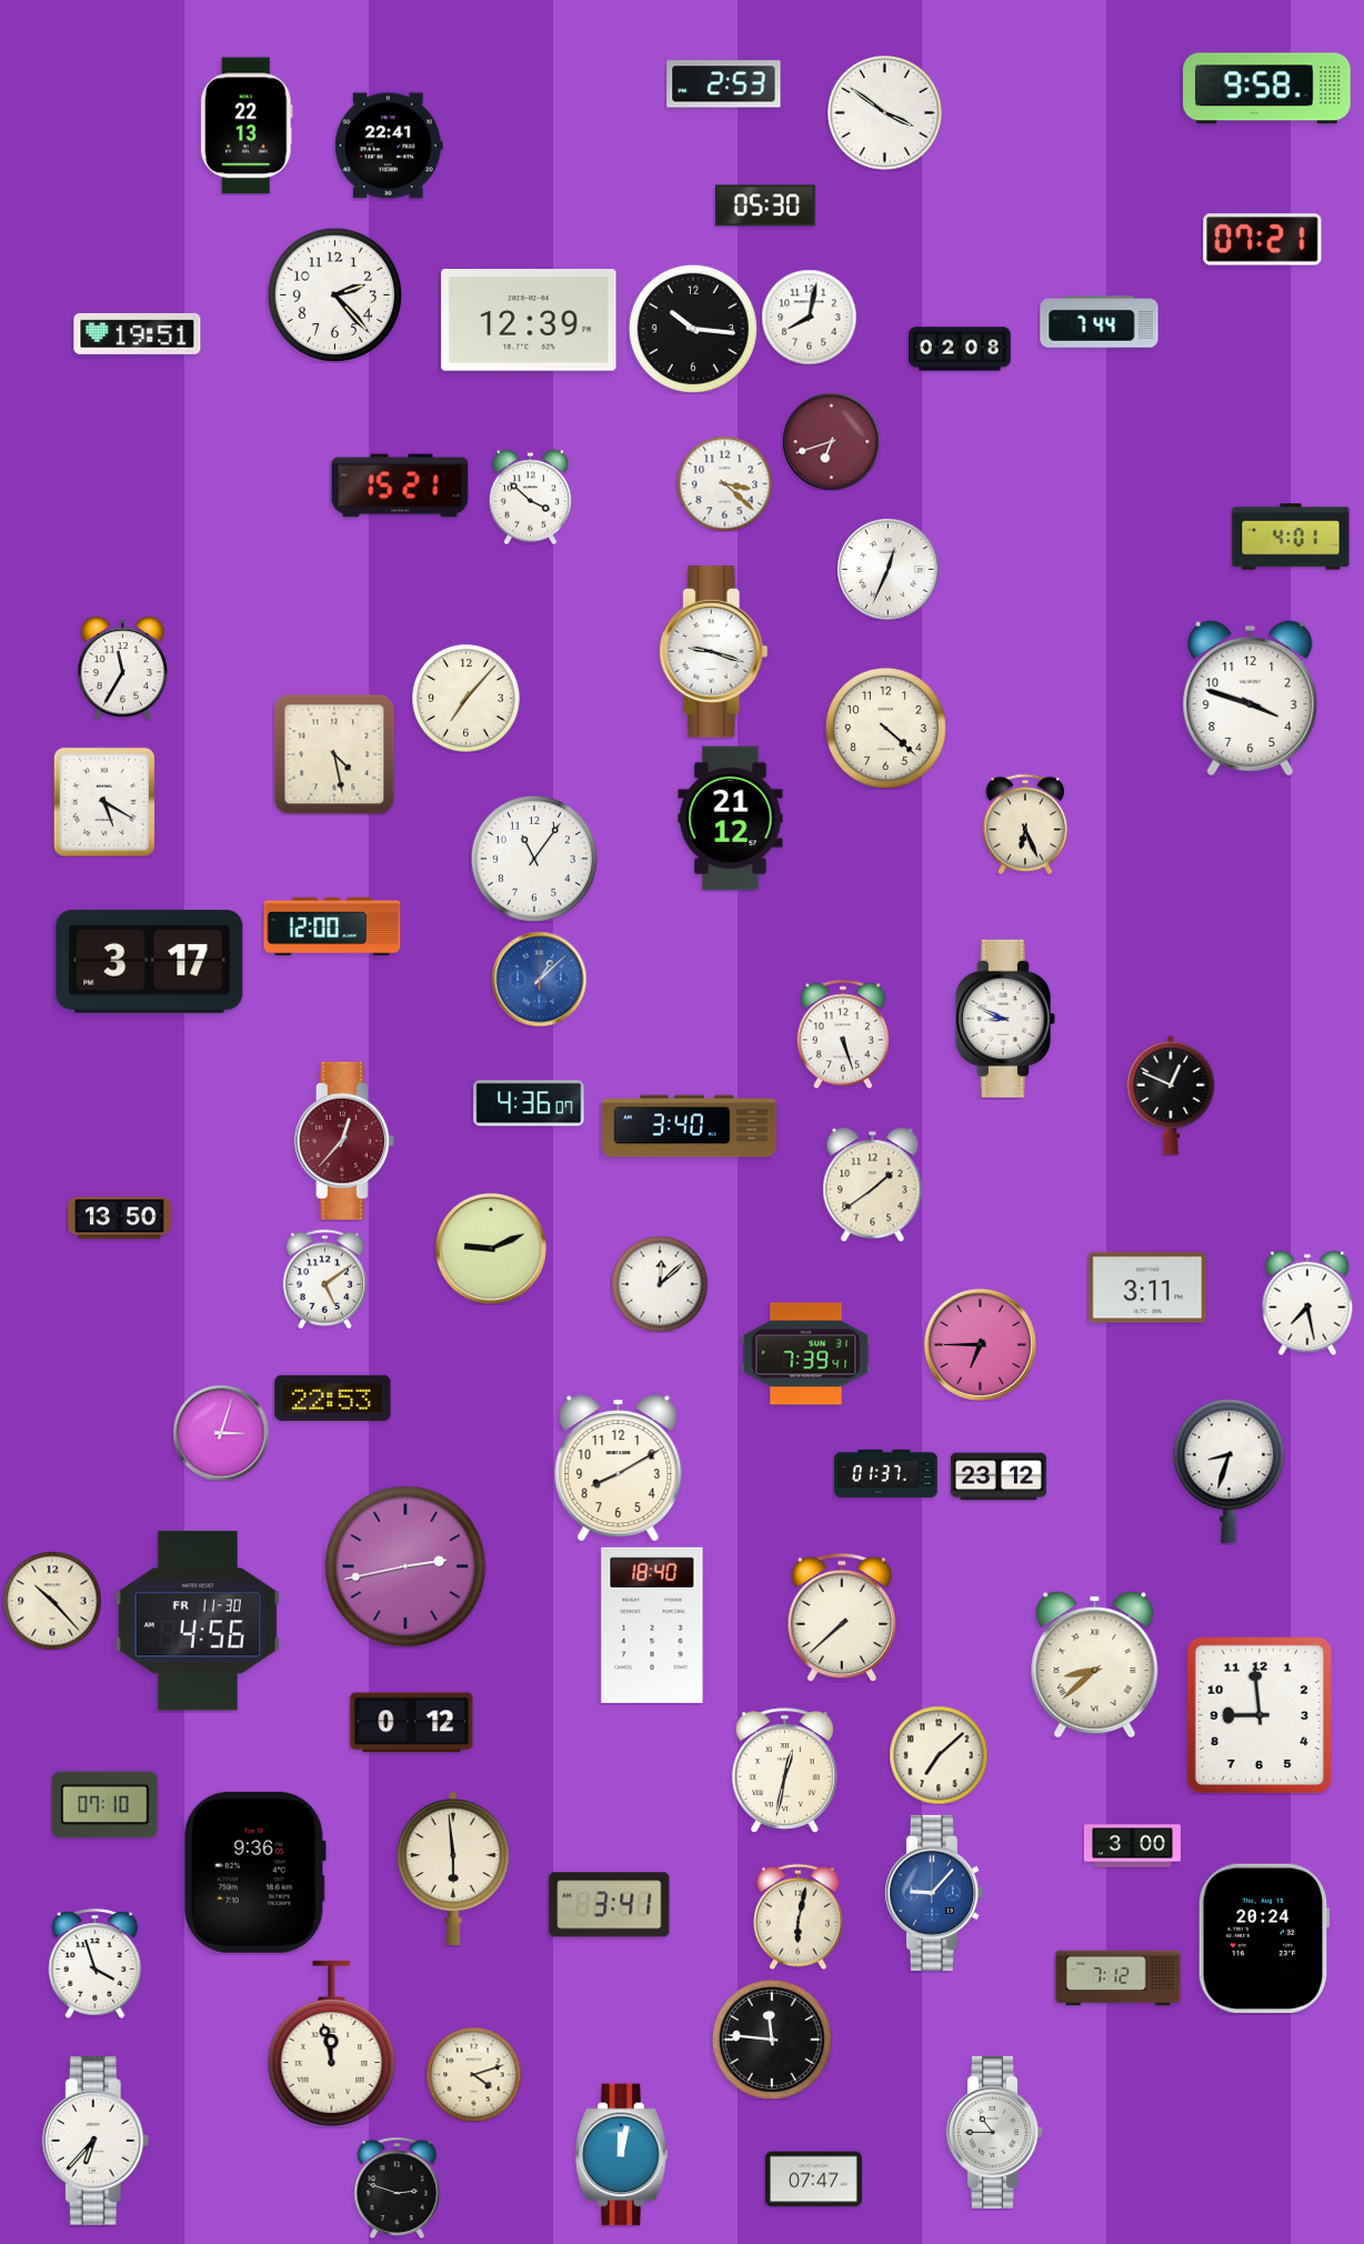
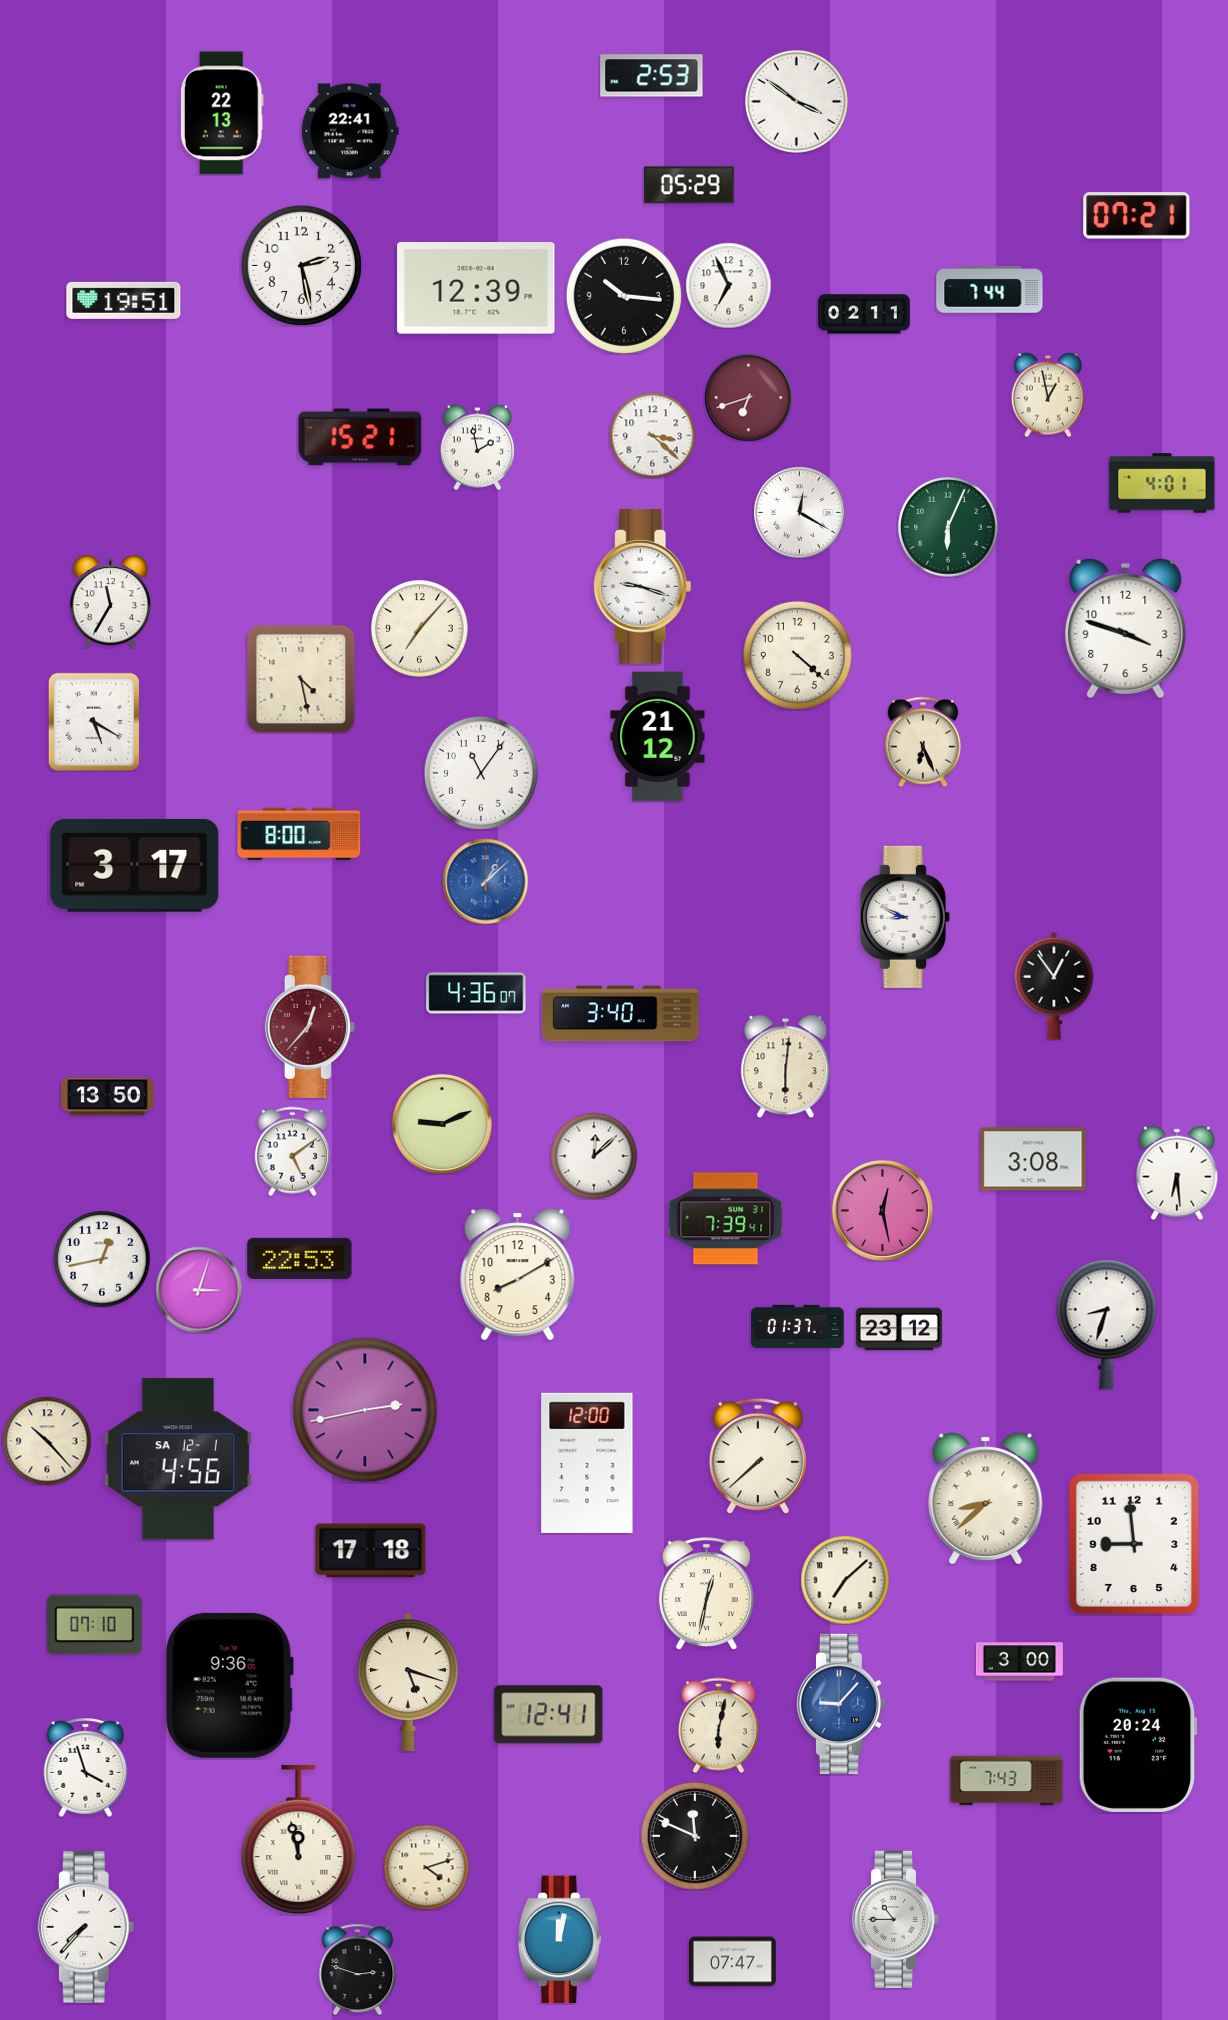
clock at (1267, 89): 9:58 -> none
clock at (765, 206): 05:30 -> 05:29
clock at (334, 294): 2:23 -> 2:28
clock at (809, 317): 8:02 -> 6:56
clock at (960, 349): 02:08 -> 02:11
clock at (1048, 395): none -> 12:58
clock at (530, 497): 3:52 -> 1:58
clock at (887, 569): 12:34 -> 12:20
clock at (948, 527): none -> 6:04
clock at (332, 926): 12:00 -> 8:00
clock at (843, 1034): 5:27 -> none
clock at (1171, 1096): 12:49 -> 12:54
clock at (873, 1184): 1:39 -> 6:01
clock at (1147, 1288): 3:11 -> 3:08
clock at (1307, 1303): 7:28 -> 6:29
clock at (980, 1344): 6:45 -> 12:28
clock at (102, 1259): none -> 12:43
clock at (619, 1469) position: (619, 1469) -> (518, 1275)
clock at (197, 1621) date: FR 11-30 -> SA 12-1
clock at (652, 1625): 18:40 -> 12:00
clock at (412, 1723): 0:12 -> 17:18
clock at (453, 1869): 5:59 -> 5:18
clock at (610, 1905): 3:41 -> 12:41
clock at (1119, 1978): 7:12 -> 7:43
clock at (772, 2040): 11:46 -> 11:49
clock at (96, 2141): 6:37 -> 7:37
